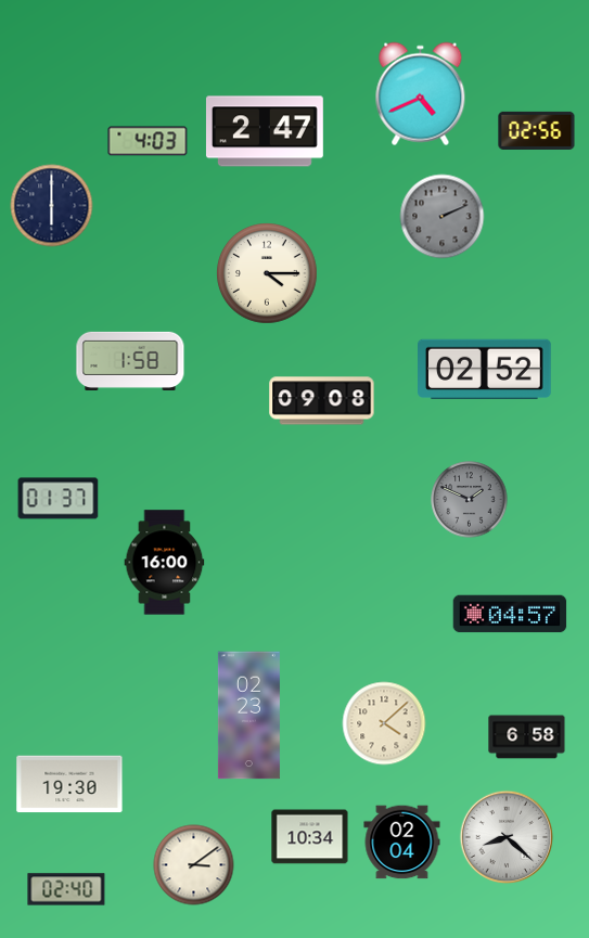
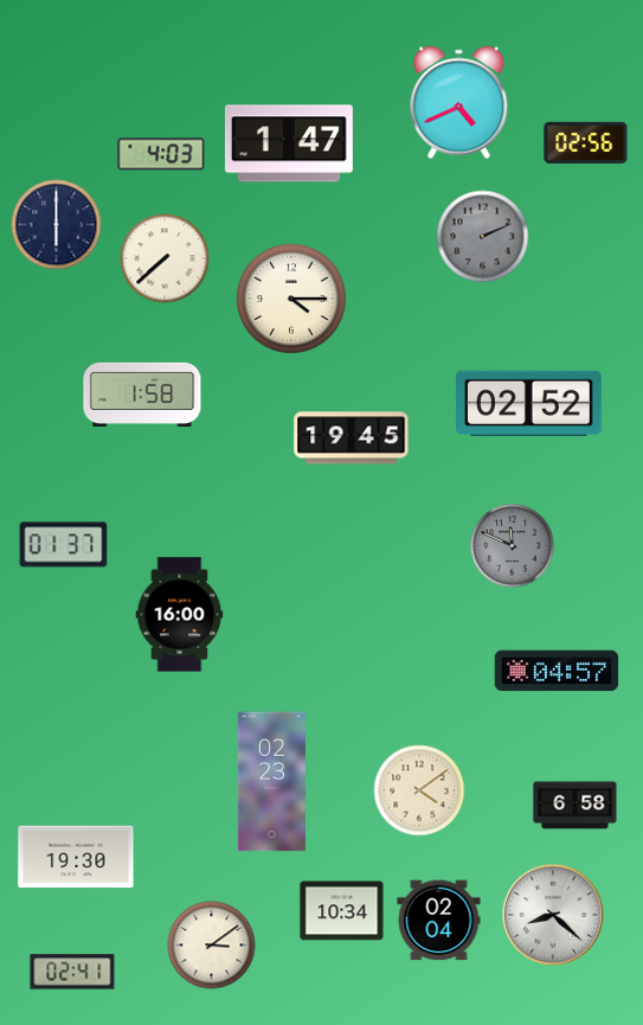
clock at (265, 131): 2:47 -> 1:47
clock at (165, 258): none -> 7:38
clock at (322, 401): 09:08 -> 19:45
clock at (470, 500): 1:49 -> 11:49
clock at (384, 723): 4:08 -> 4:09
clock at (310, 837) position: (310, 837) -> (342, 911)
clock at (66, 889): 02:40 -> 02:41
